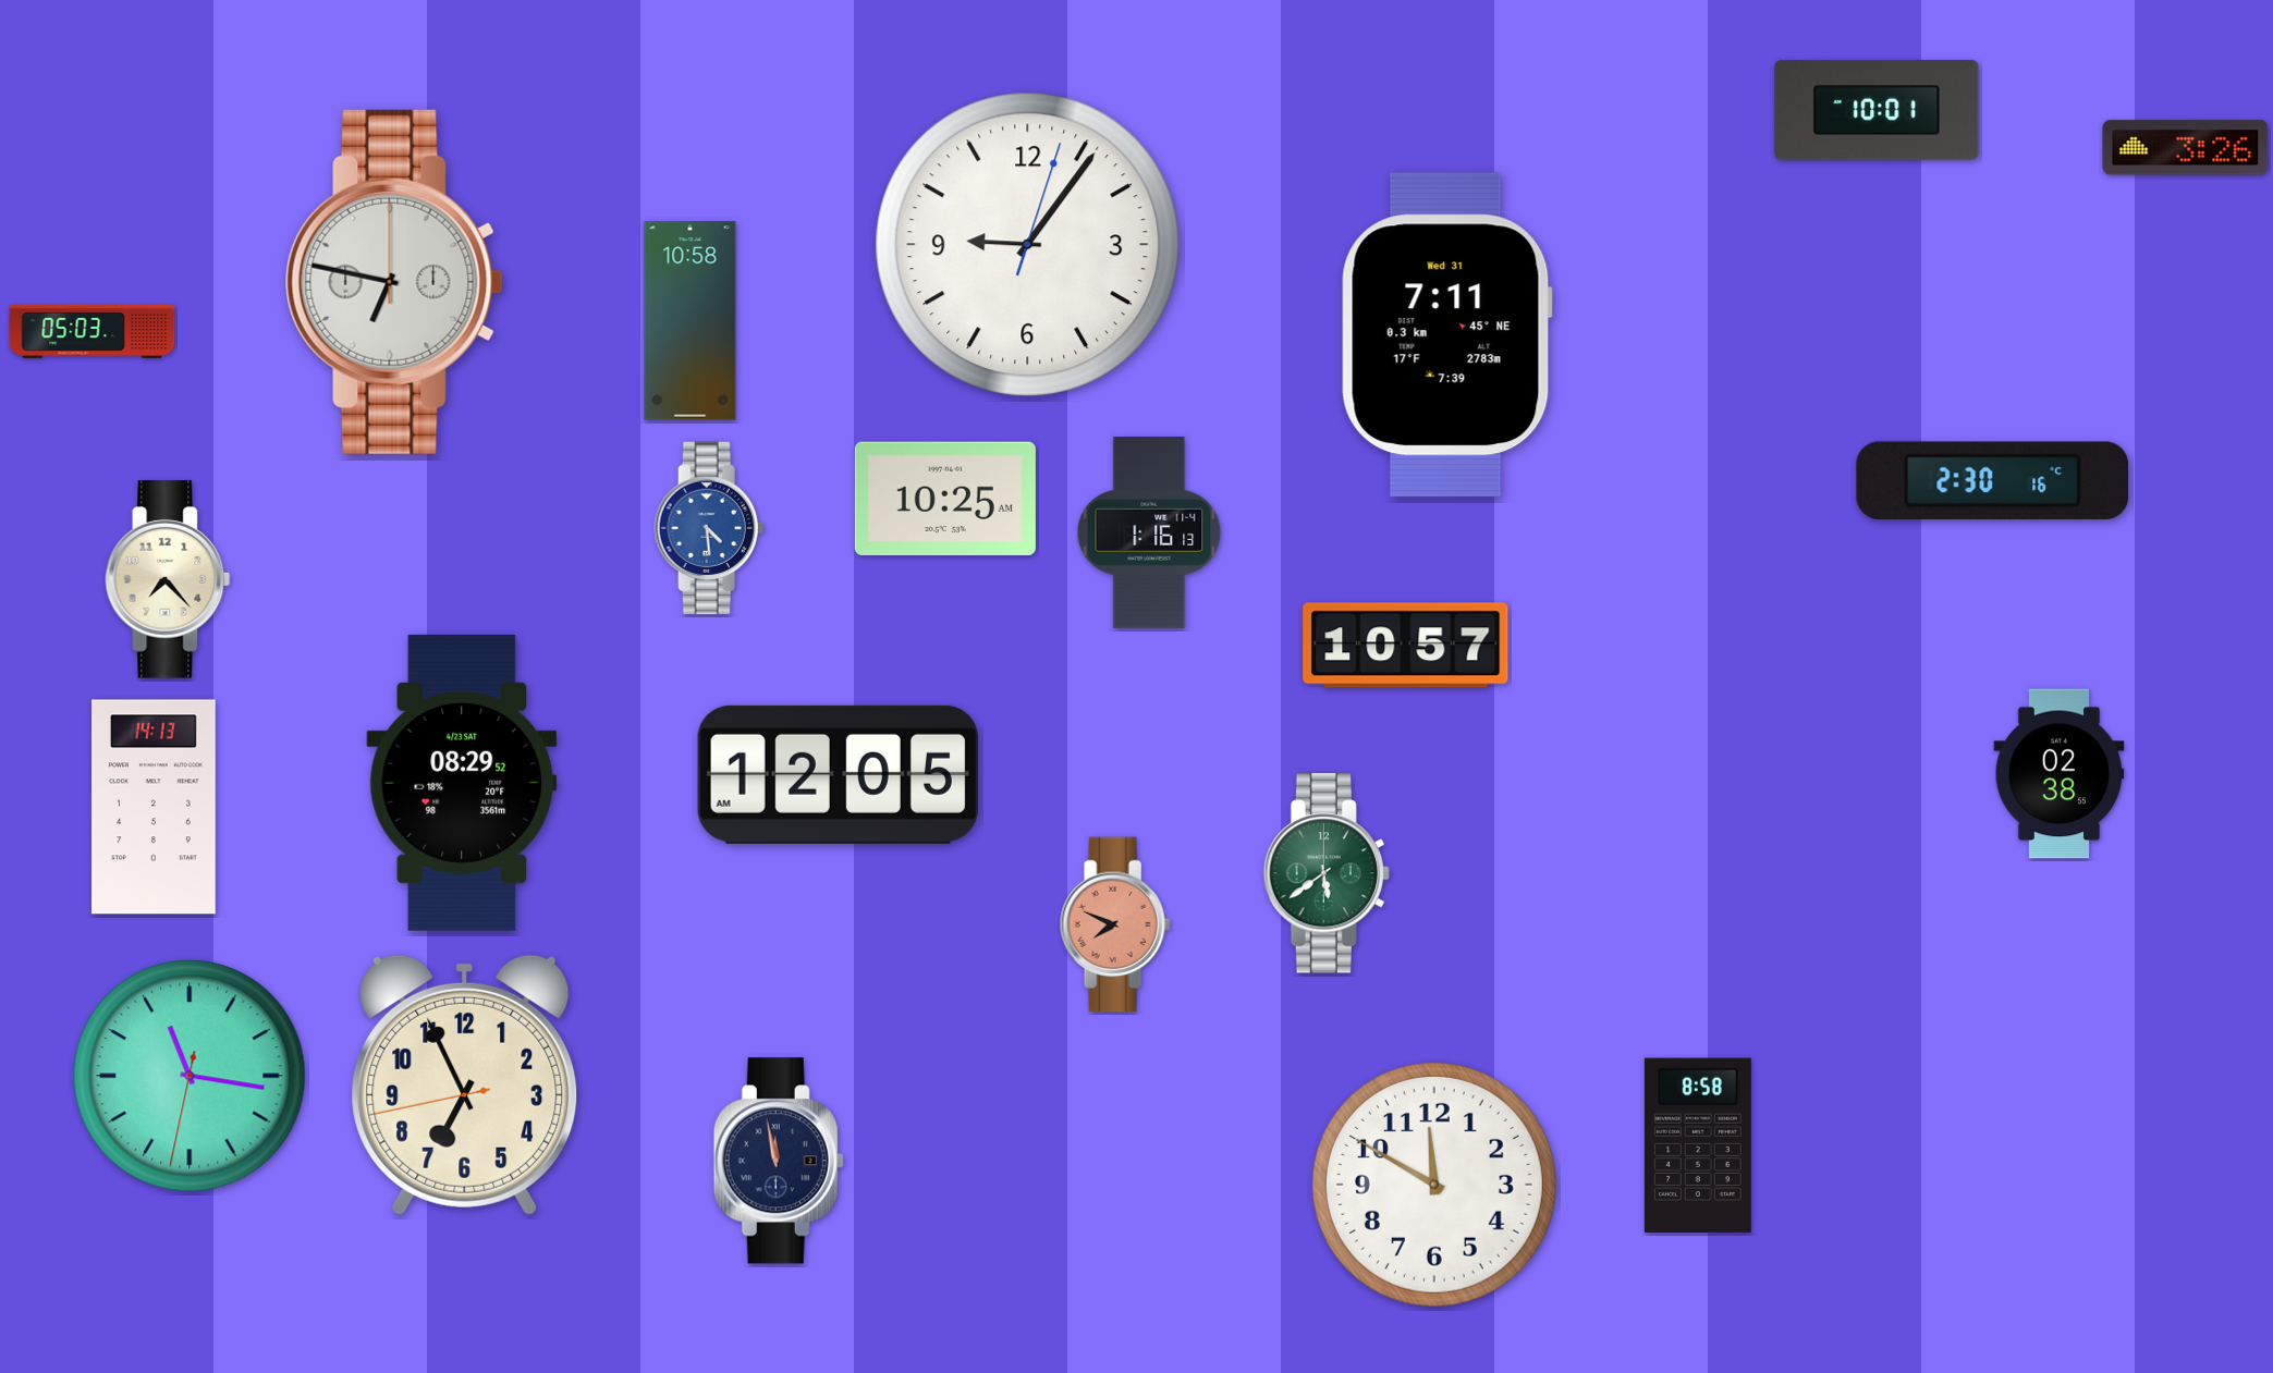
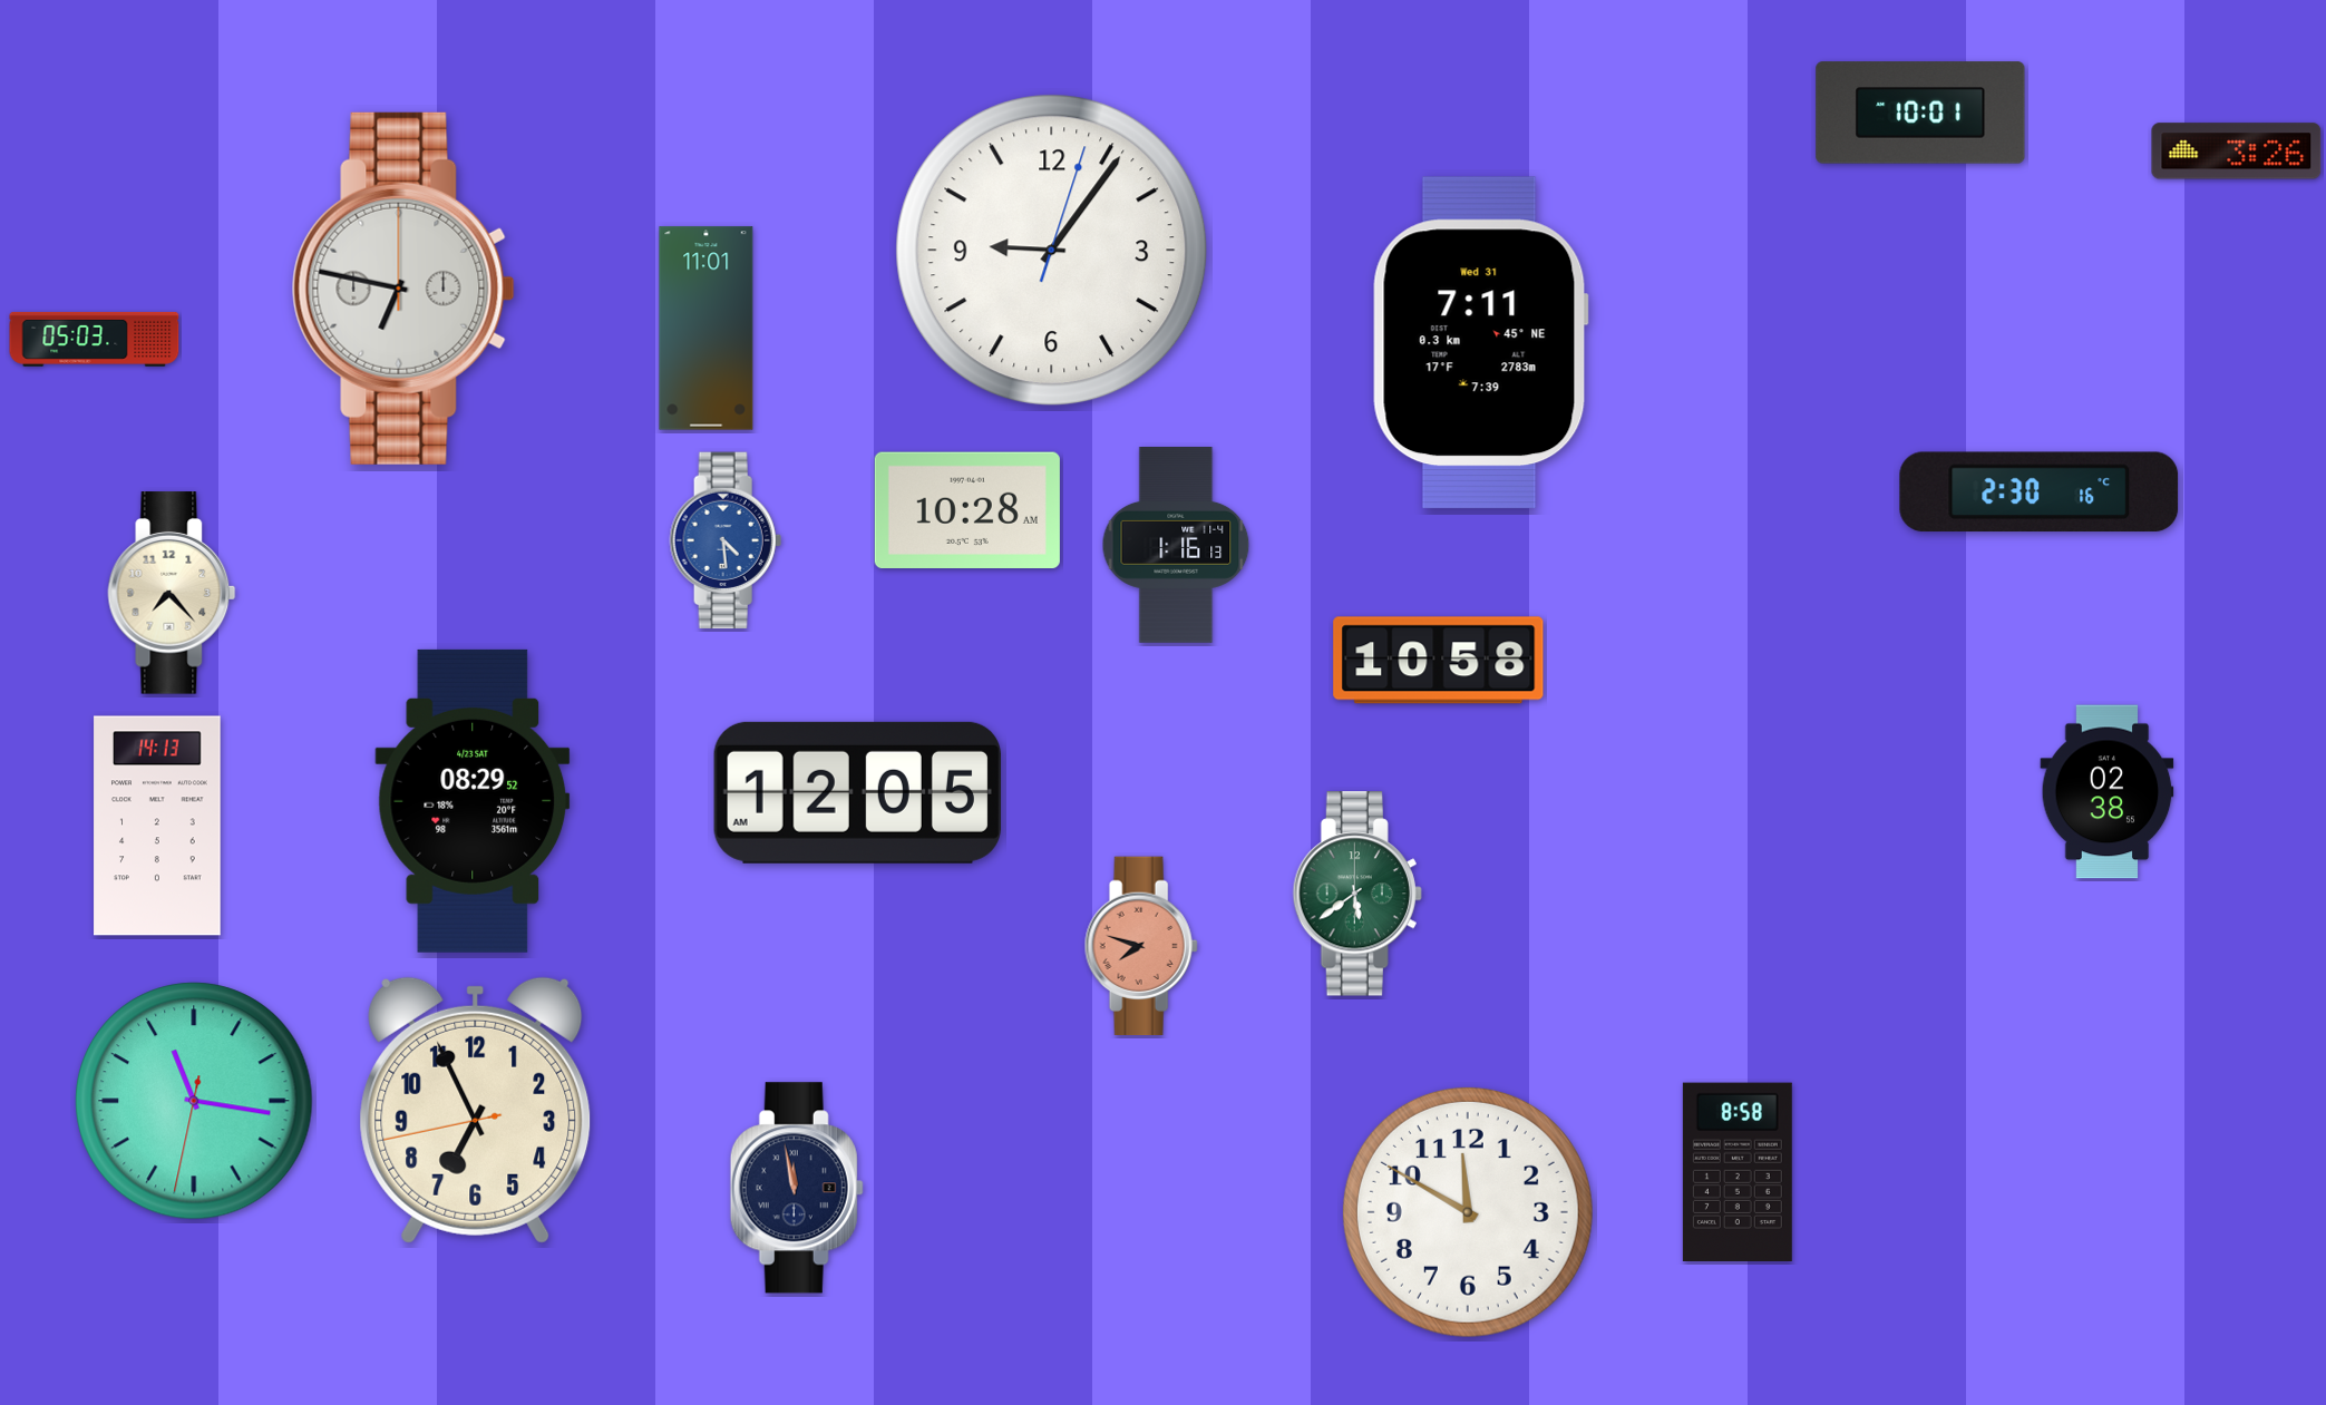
clock at (691, 321): 10:58 -> 11:01
clock at (945, 499): 10:25 -> 10:28
clock at (1406, 646): 10:57 -> 10:58
clock at (1115, 924): 7:49 -> 7:48
